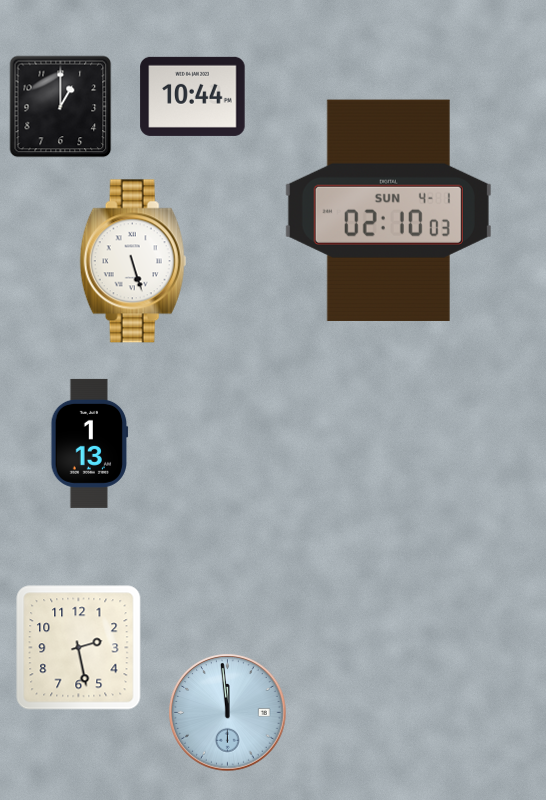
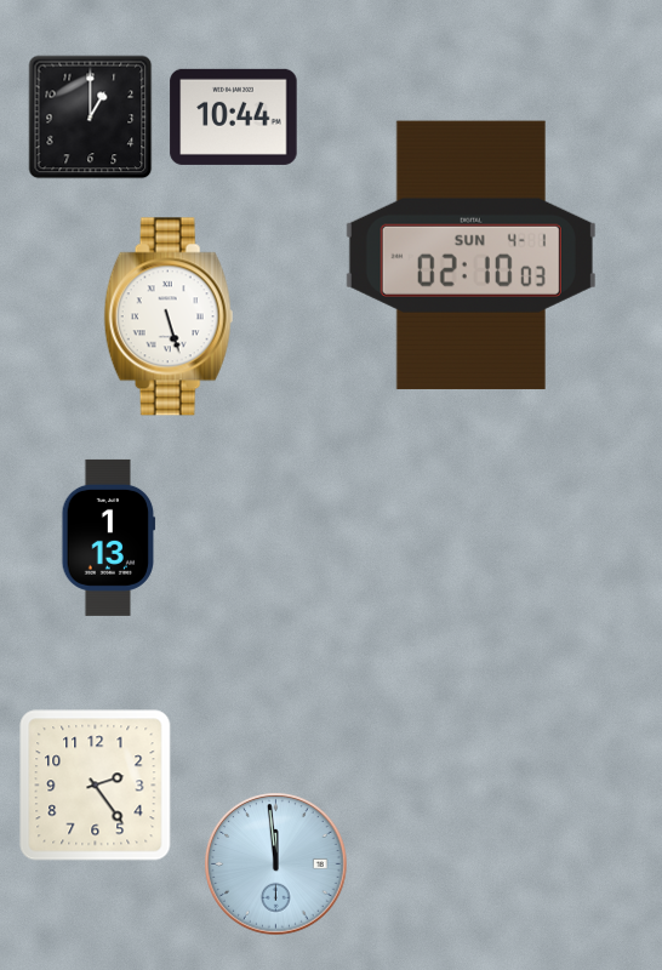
clock at (61, 107) position: (61, 107) -> (91, 118)
clock at (133, 261) position: (133, 261) -> (169, 316)
clock at (79, 648): 2:28 -> 2:24
